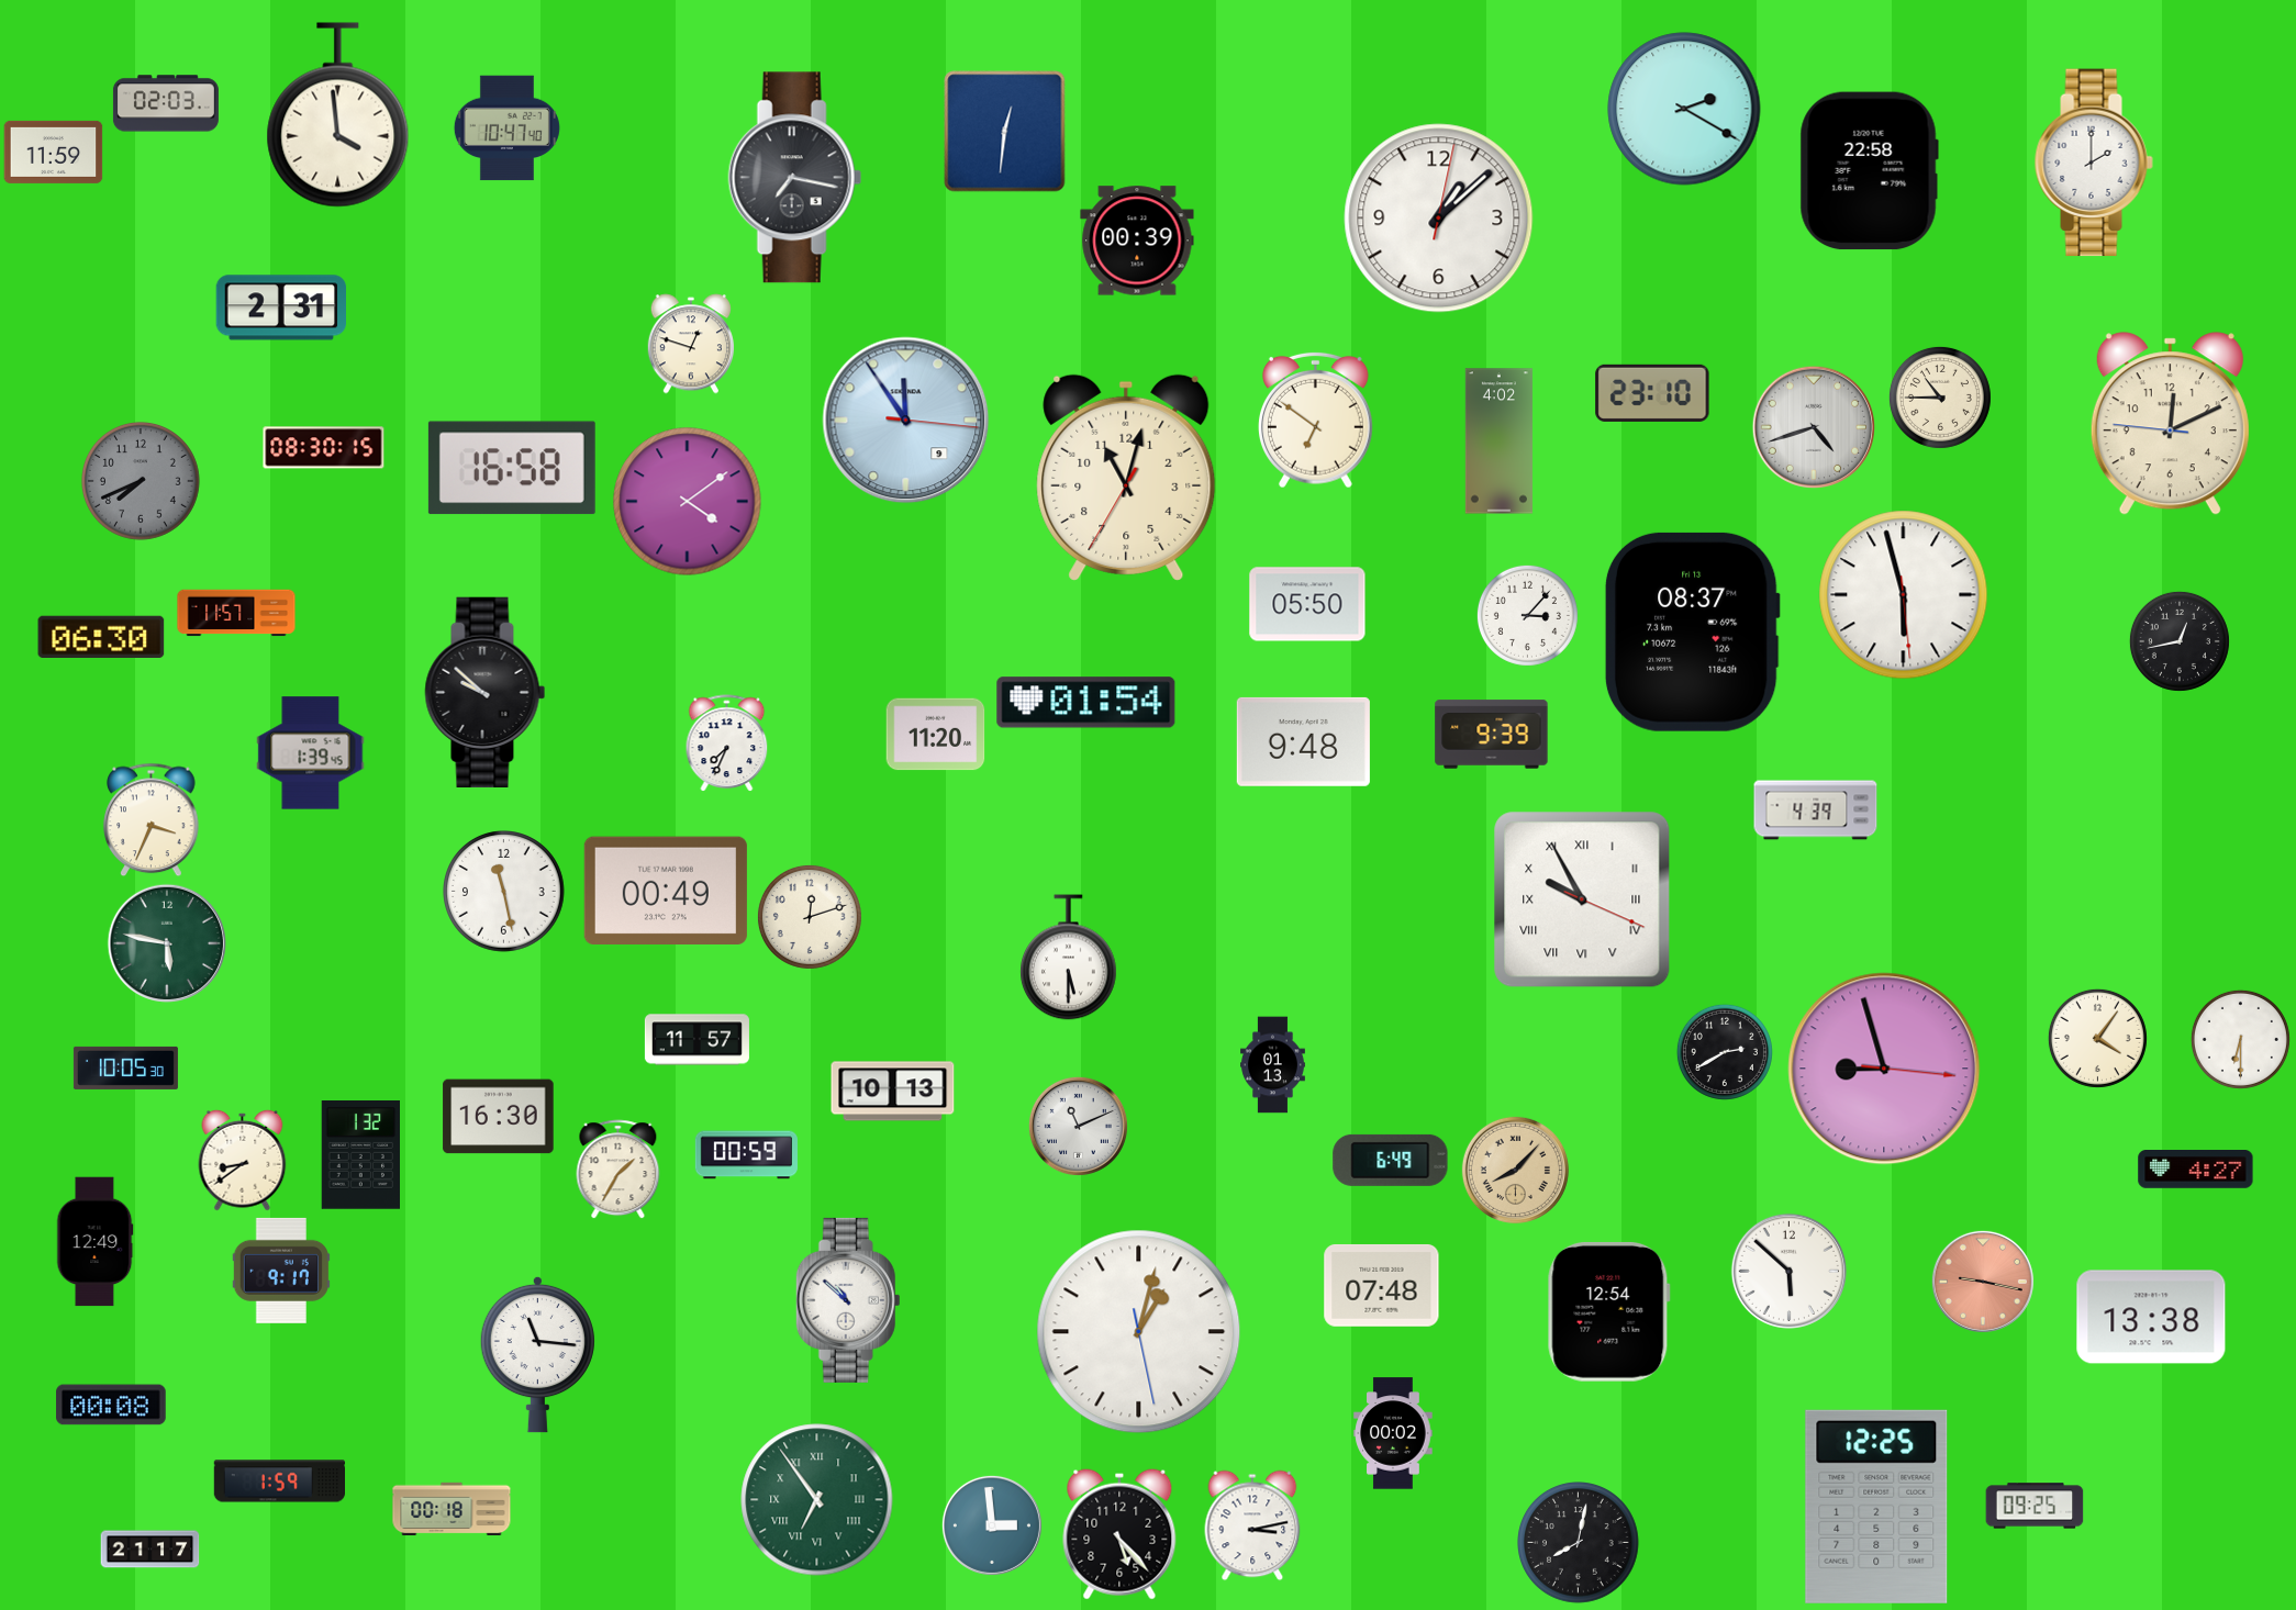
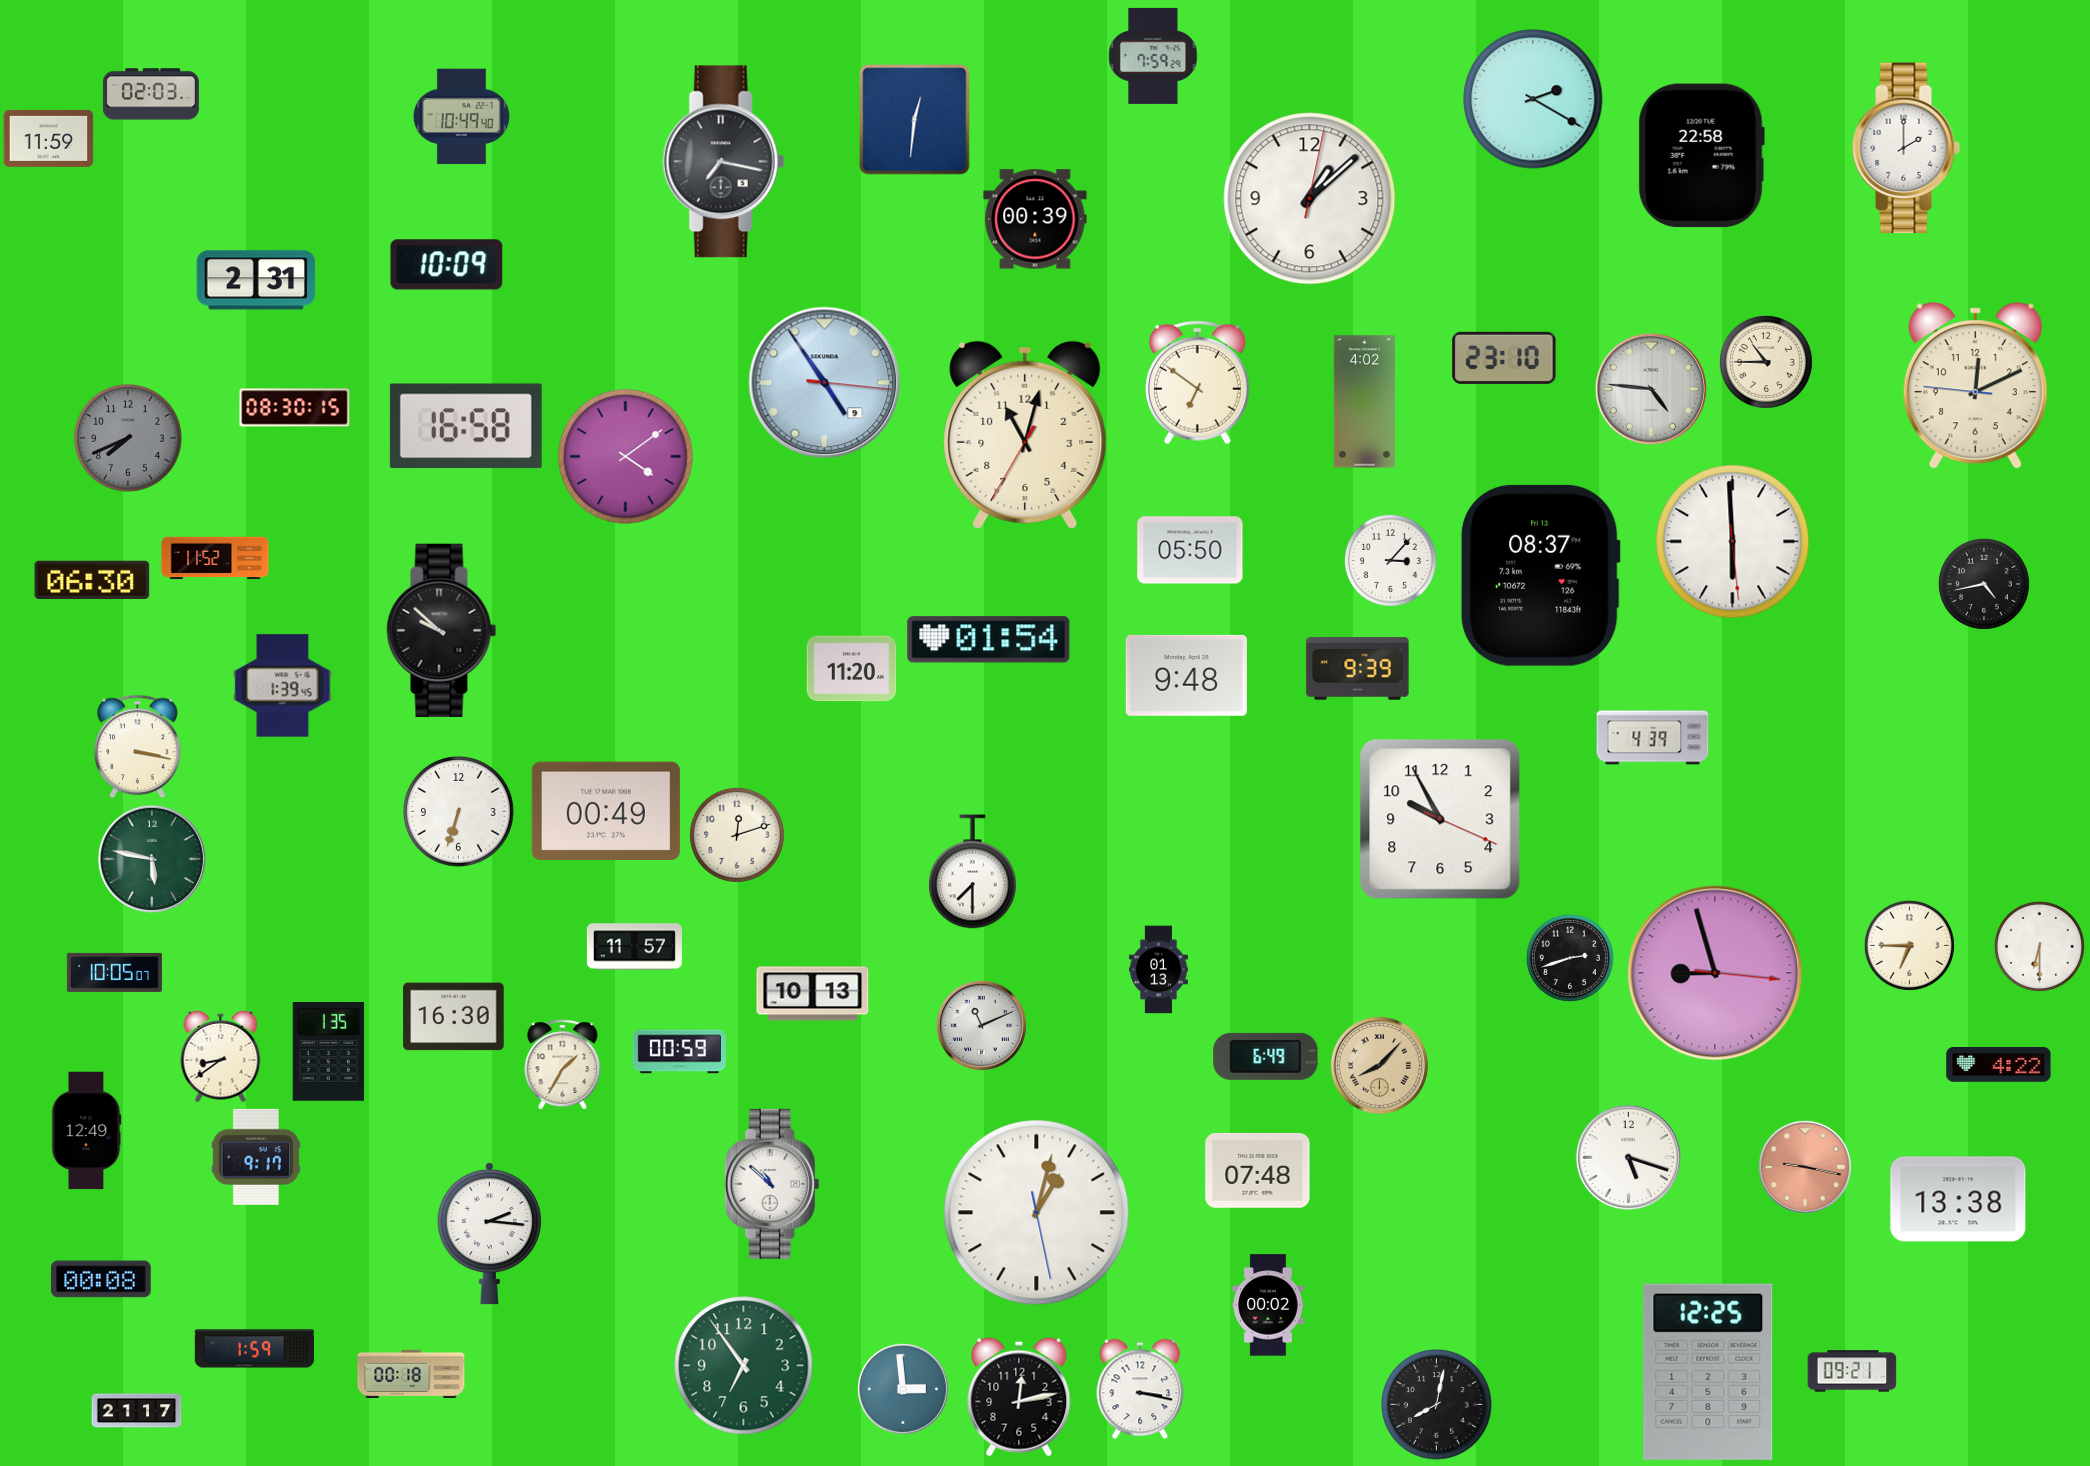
clock at (1153, 56): none -> 7:59
clock at (338, 115): 3:59 -> none
clock at (506, 128): 10:47 -> 10:49
clock at (447, 265): none -> 10:09
clock at (690, 344): 12:48 -> none
clock at (906, 421): 11:54 -> 4:54
clock at (1813, 426): 4:42 -> 4:46
clock at (1904, 595): 5:57 -> 5:59
clock at (236, 613): 11:57 -> 11:52
clock at (2180, 641): 12:43 -> 4:43
clock at (727, 742): 7:34 -> none
clock at (152, 820): 3:34 -> 3:17
clock at (504, 892): 11:28 -> 6:33
clock at (1582, 899) numerals: Roman -> Arabic
clock at (1069, 958): 5:30 -> 7:30
clock at (2097, 1038): 4:06 -> 6:45
clock at (1725, 1052): 2:40 -> 2:42
clock at (125, 1067): 10:05:30 -> 10:05:07
clock at (360, 1155): 1:32 -> 1:35
clock at (2196, 1170): 4:27 -> 4:22
clock at (1788, 1271): 5:52 -> 5:18
clock at (1608, 1311): 12:54 -> none
clock at (537, 1354): 11:16 -> 2:16
clock at (817, 1500) numerals: Roman -> Arabic
clock at (2035, 1506): 09:25 -> 09:21
clock at (1252, 1525): 3:13 -> 3:17
clock at (1119, 1534): 5:23 -> 12:13
